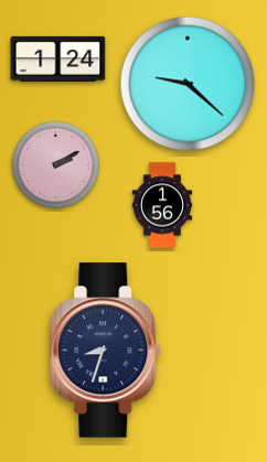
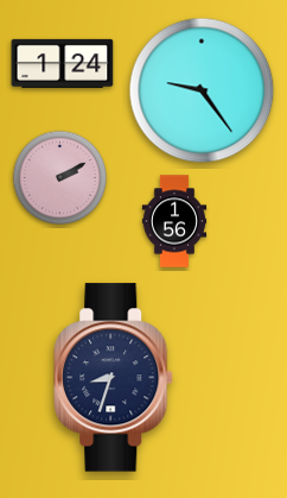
clock at (188, 84): 9:22 -> 9:24
